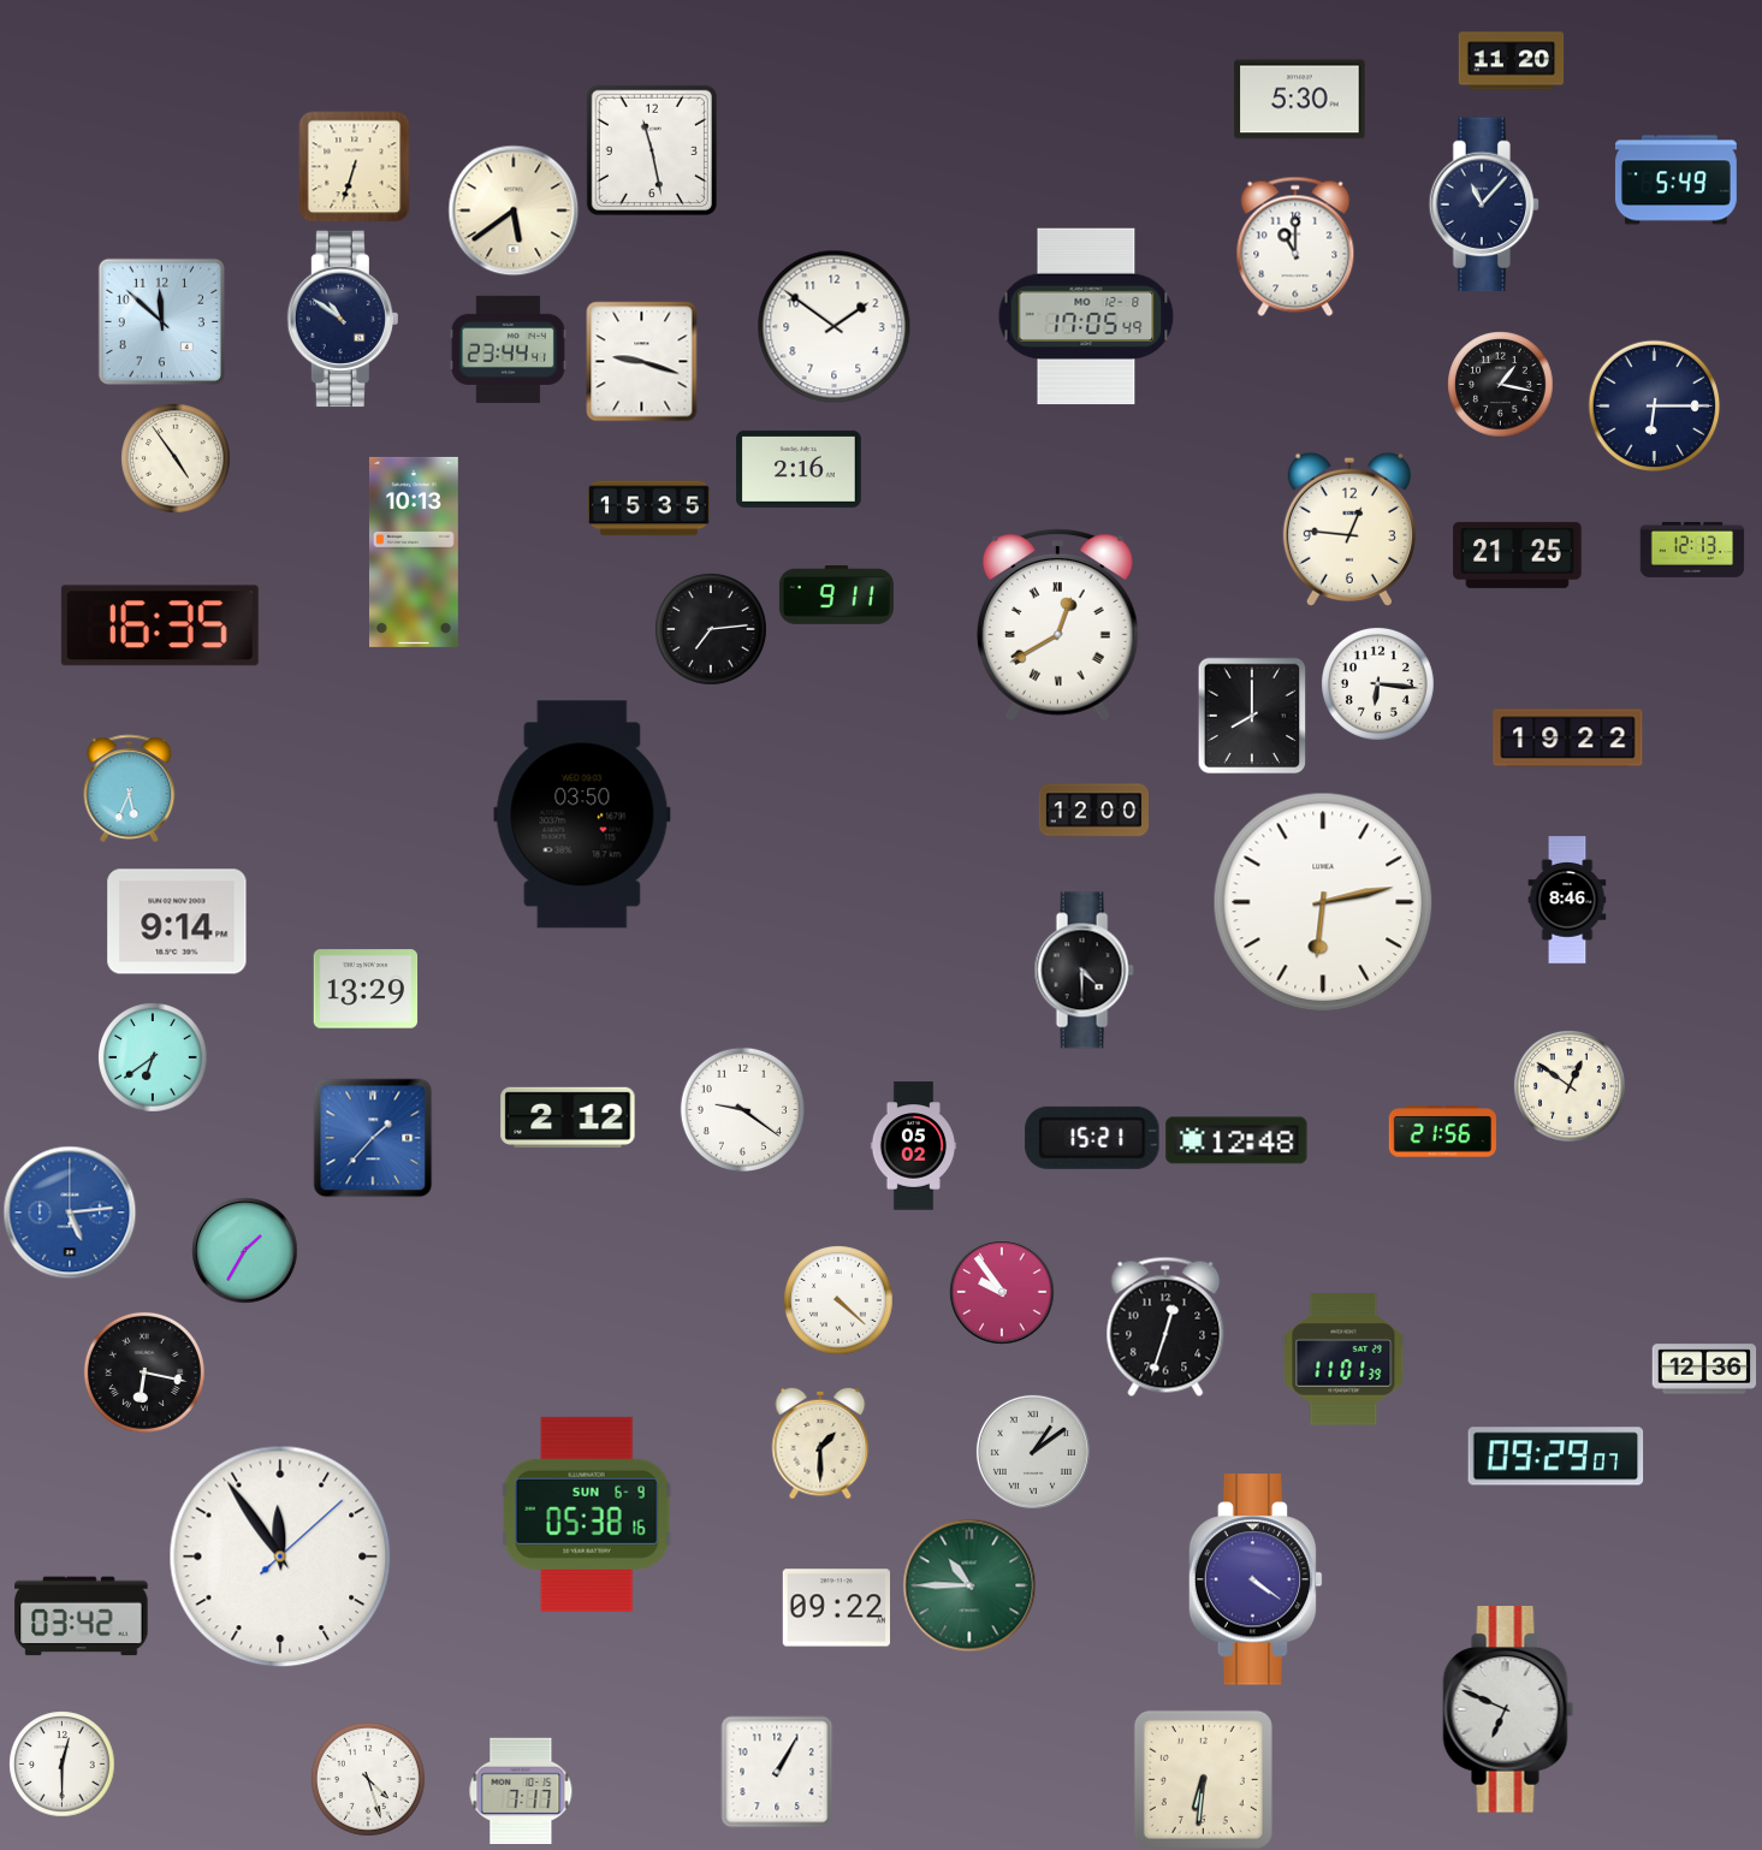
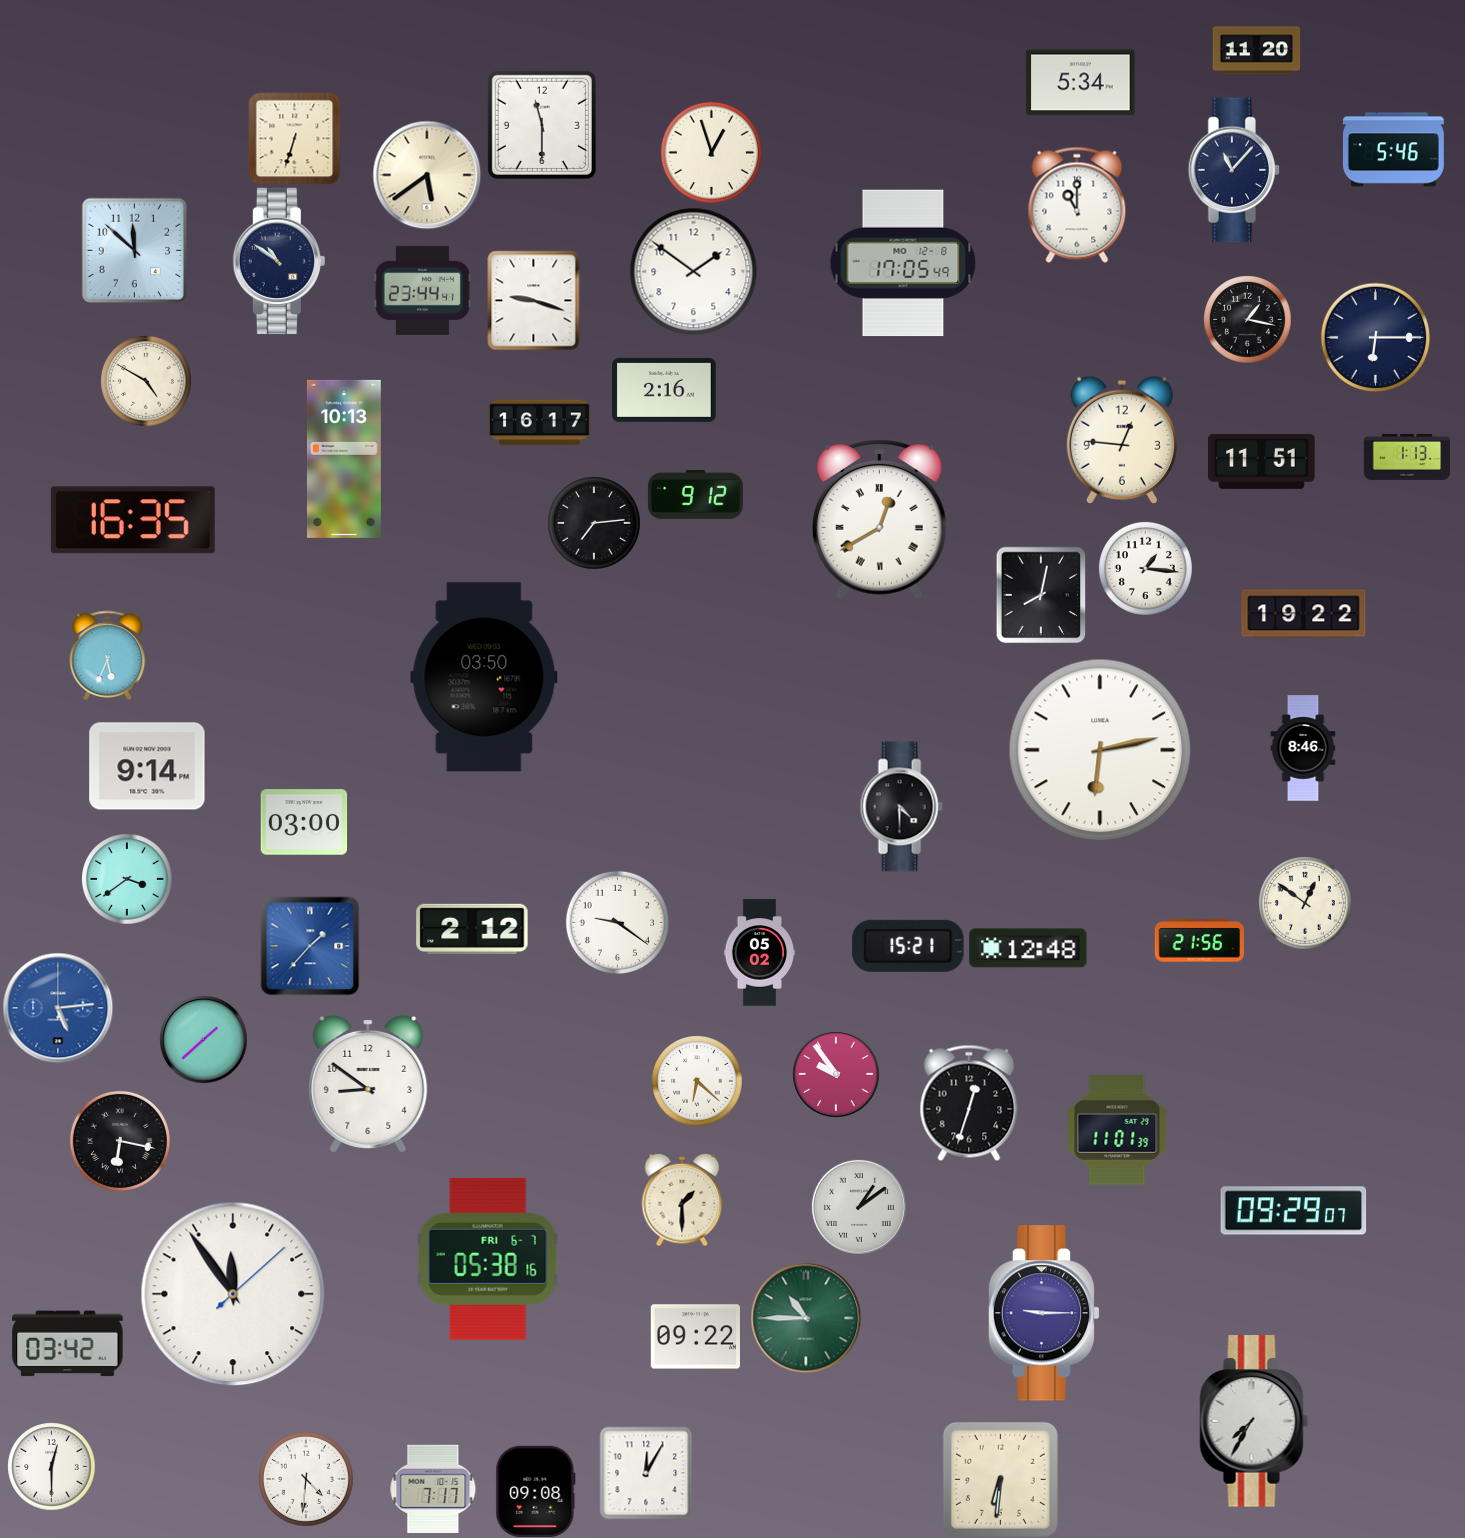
clock at (1300, 100): 5:30 -> 5:34
clock at (652, 150): 11:28 -> 11:30
clock at (1677, 180): 5:49 -> 5:46
clock at (711, 152): none -> 12:57
clock at (342, 319) position: (342, 319) -> (278, 261)
clock at (161, 321) position: (161, 321) -> (134, 250)
clock at (176, 458): 4:54 -> 4:50
clock at (649, 509): 15:35 -> 16:17
clock at (1692, 550): 12:13 -> 1:13
clock at (1518, 555): 21:25 -> 11:51
clock at (836, 594): 9:11 -> 9:12
clock at (711, 629) position: (711, 629) -> (594, 523)
clock at (1377, 683): 6:16 -> 1:16
clock at (1252, 716): 8:00 -> 8:02
clock at (1093, 811): 12:00 -> none
clock at (366, 989): 13:29 -> 03:00
clock at (153, 1057): 6:39 -> 3:39
clock at (244, 1250): 1:35 -> 1:38
clock at (1002, 1292) position: (1002, 1292) -> (836, 1074)
clock at (838, 1300): 4:22 -> 6:22
clock at (368, 1084): none -> 8:51
clock at (1704, 1369): 12:36 -> none
clock at (587, 1514) date: SUN 6-9 -> FRI 6-7
clock at (1256, 1579): 4:21 -> 9:15
clock at (1508, 1709): 6:49 -> 7:35
clock at (777, 1772): 1:05 -> 12:05
clock at (368, 1779): 4:27 -> 4:31
clock at (536, 1491): none -> 09:08
